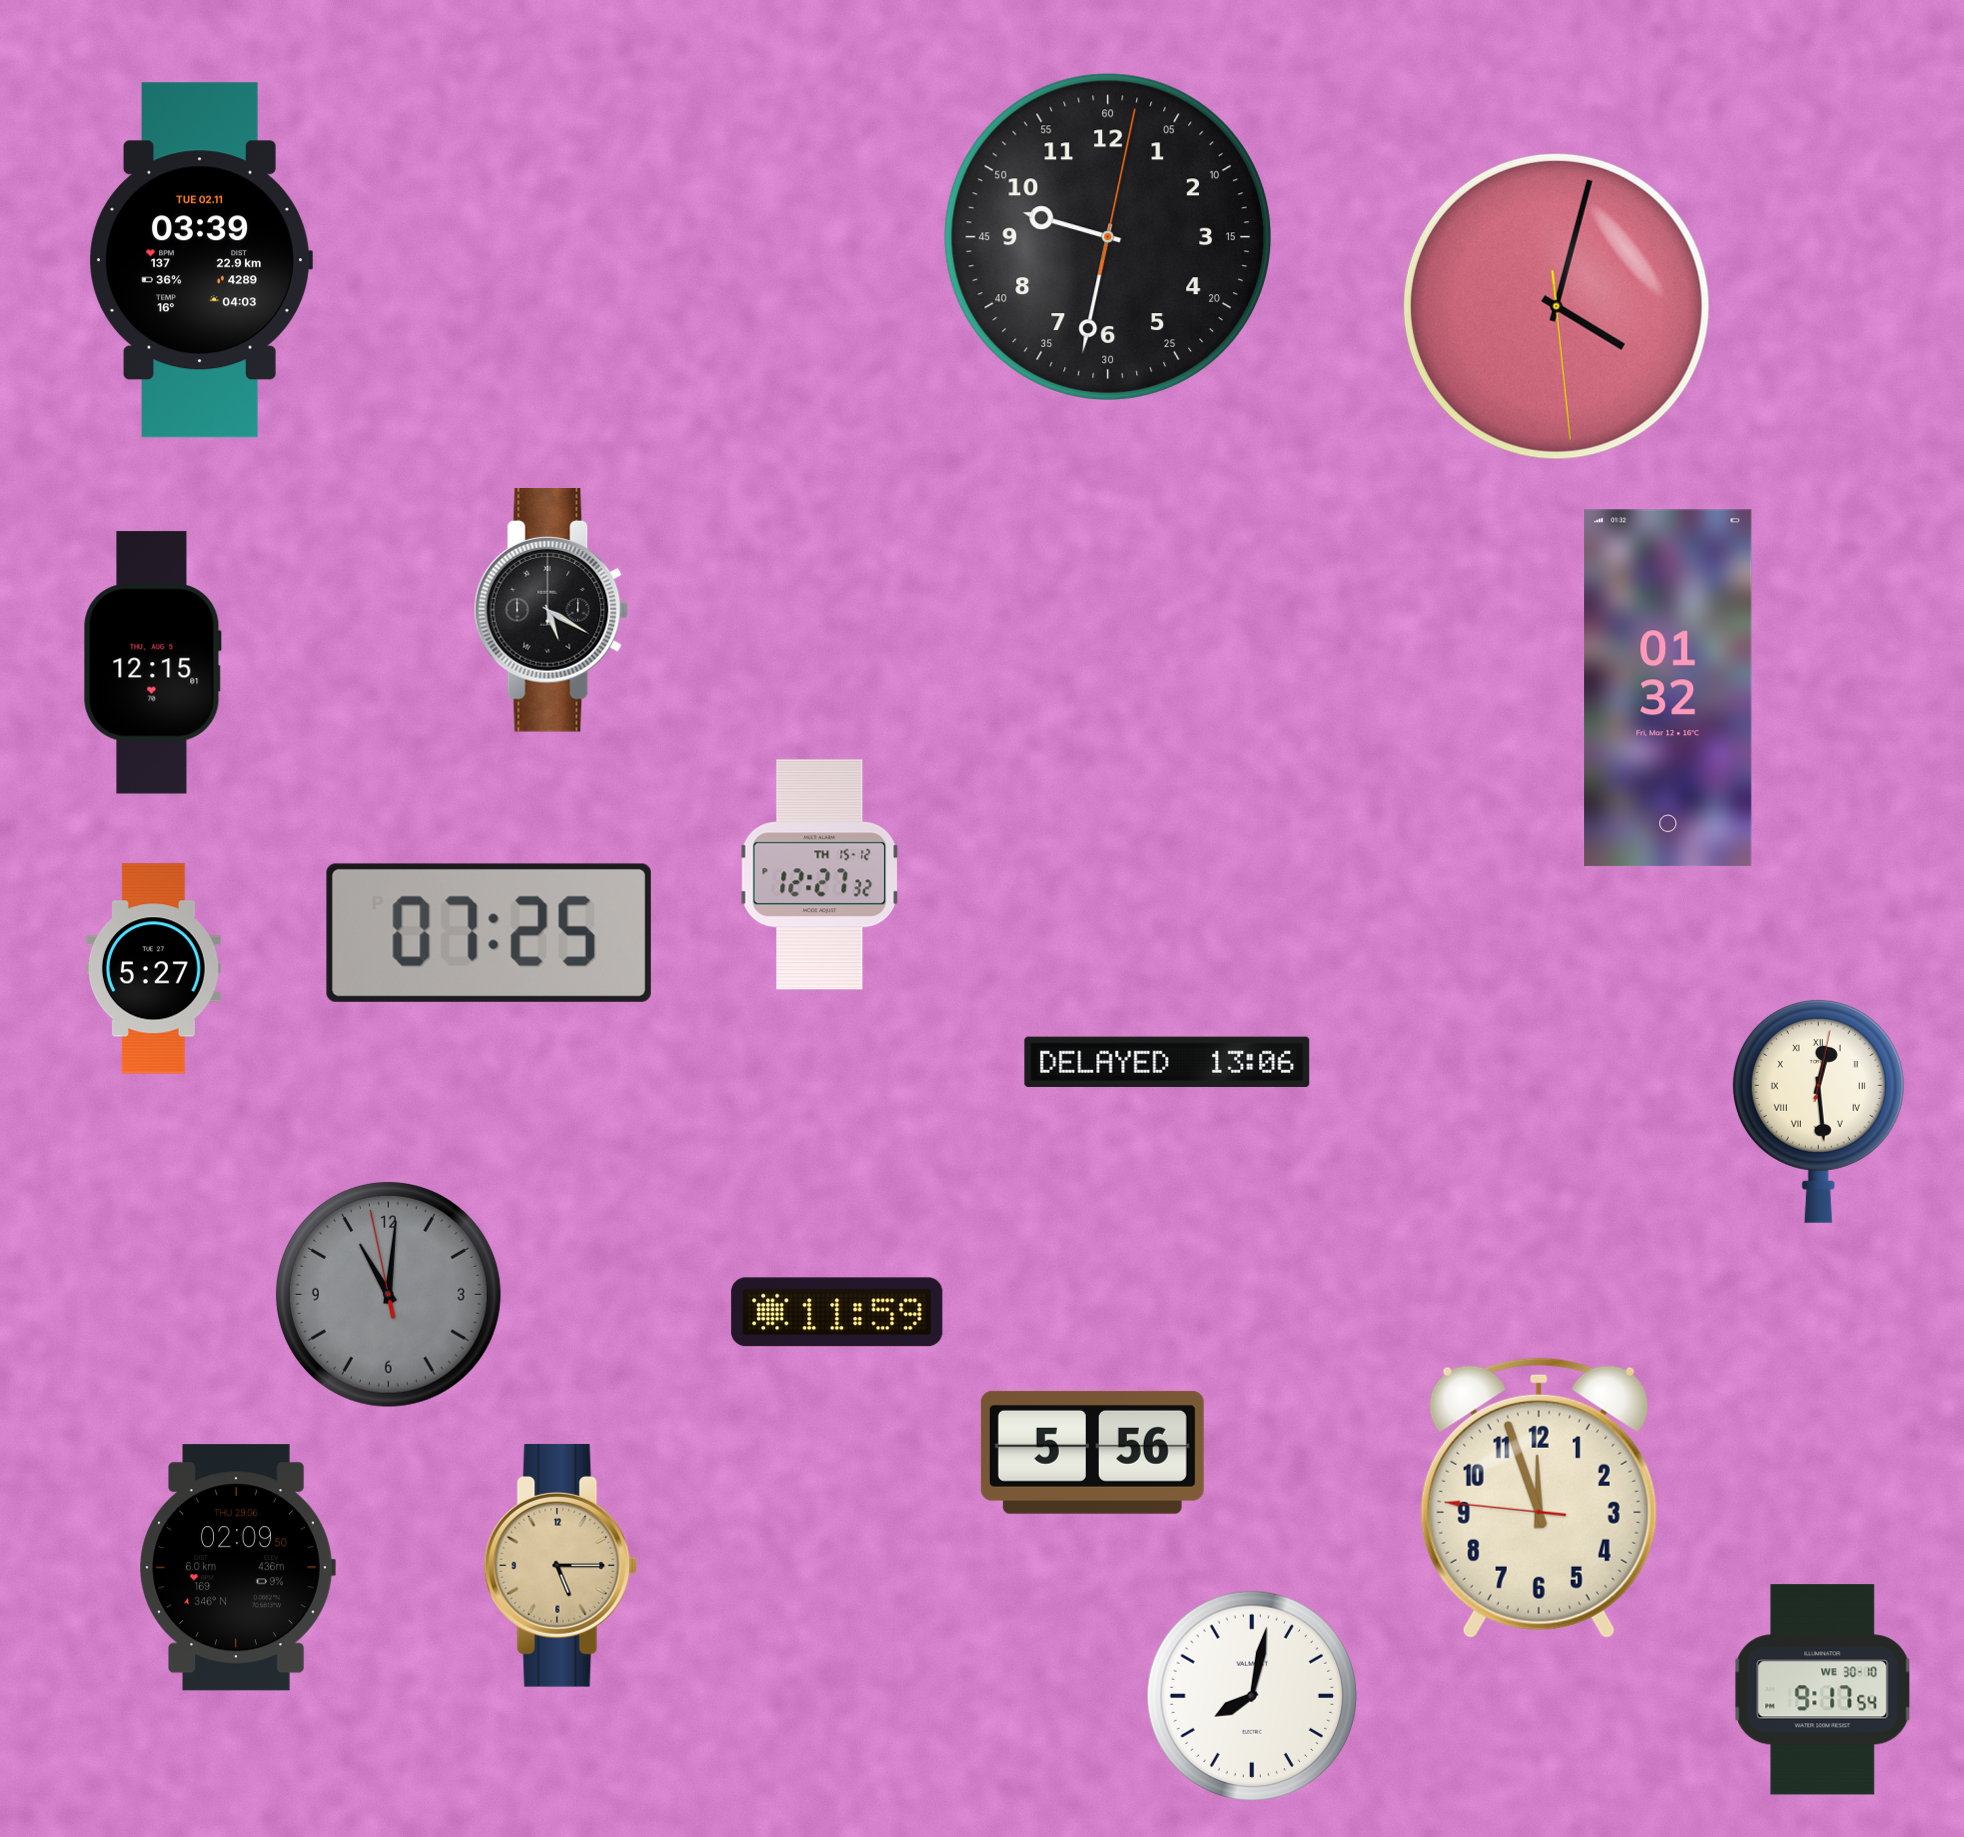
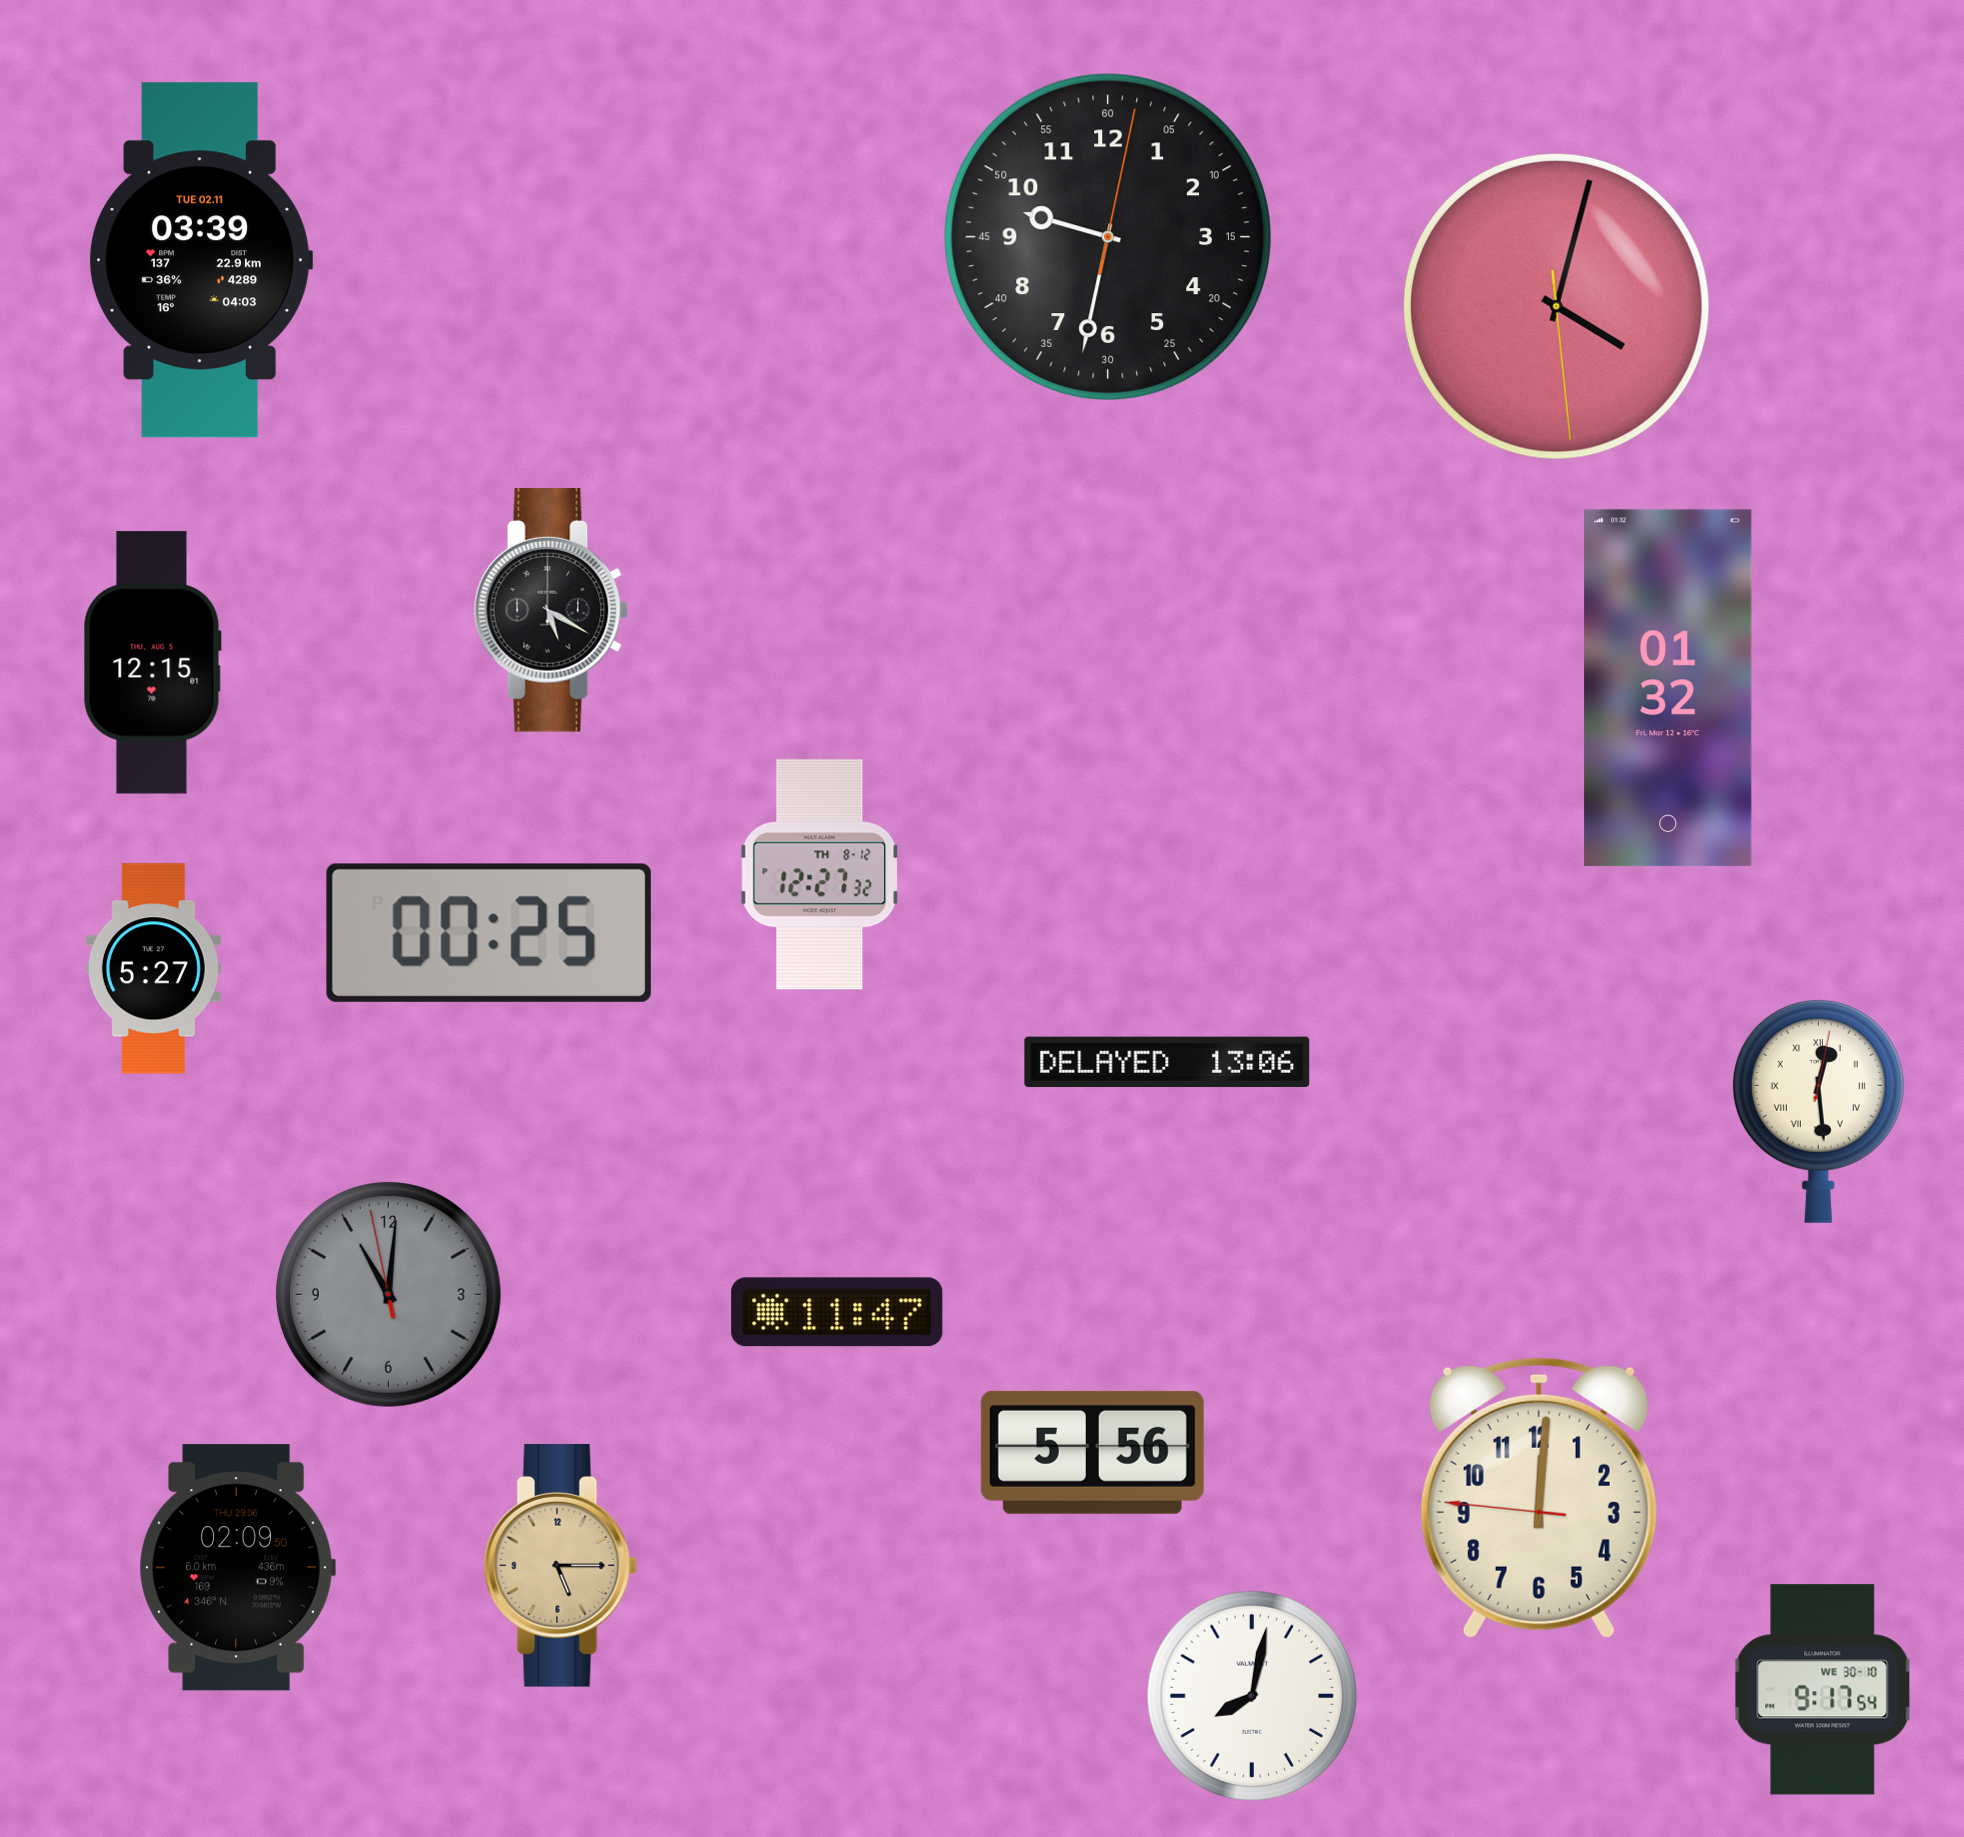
clock at (820, 875) date: TH 15-12 -> TH 8-12
clock at (489, 933): 07:25 -> 00:25
clock at (837, 1312): 11:59 -> 11:47
clock at (1539, 1498): 11:56 -> 12:00
